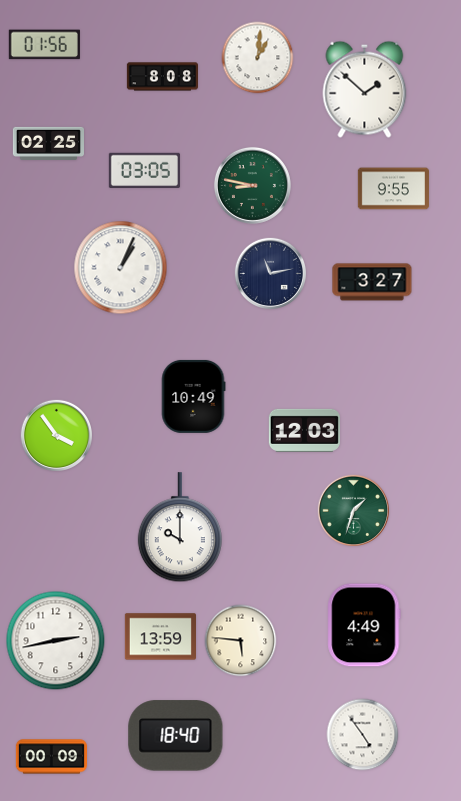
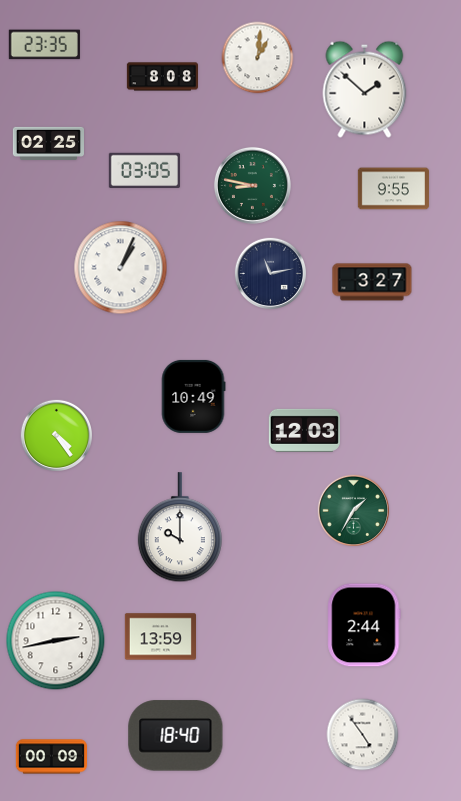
clock at (44, 45): 01:56 -> 23:35
clock at (56, 435): 3:54 -> 4:24
clock at (353, 510): 1:33 -> 1:35
clock at (364, 625): 4:49 -> 2:44
clock at (241, 641): 5:46 -> none
